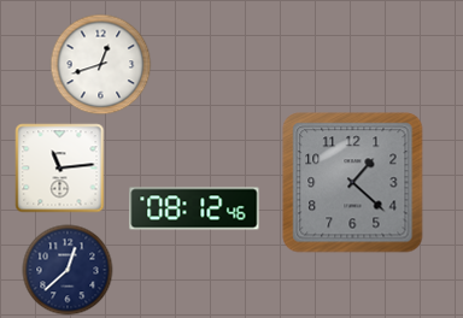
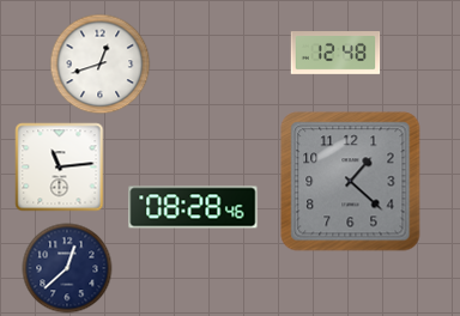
clock at (335, 54): none -> 12:48
clock at (194, 208): 08:12 -> 08:28
